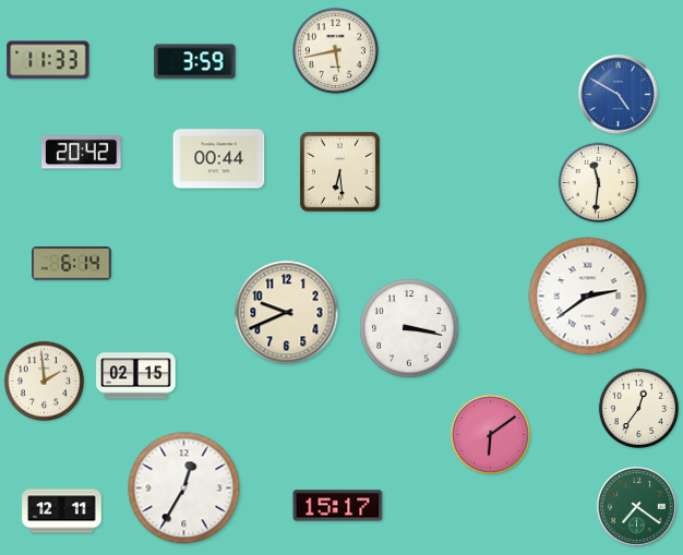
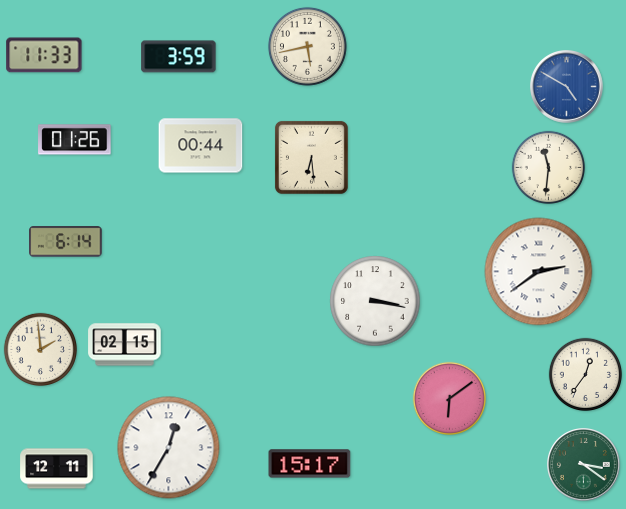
clock at (82, 153): 20:42 -> 01:26
clock at (287, 313): 9:41 -> none
clock at (637, 507): 7:21 -> 3:21
